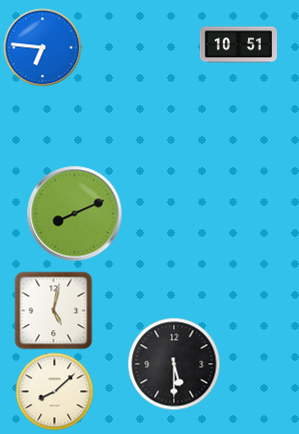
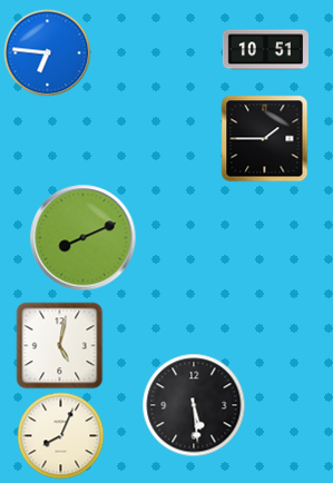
clock at (264, 138): none -> 1:45
clock at (174, 364): 5:30 -> 5:29
clock at (54, 391): 8:08 -> 8:04
